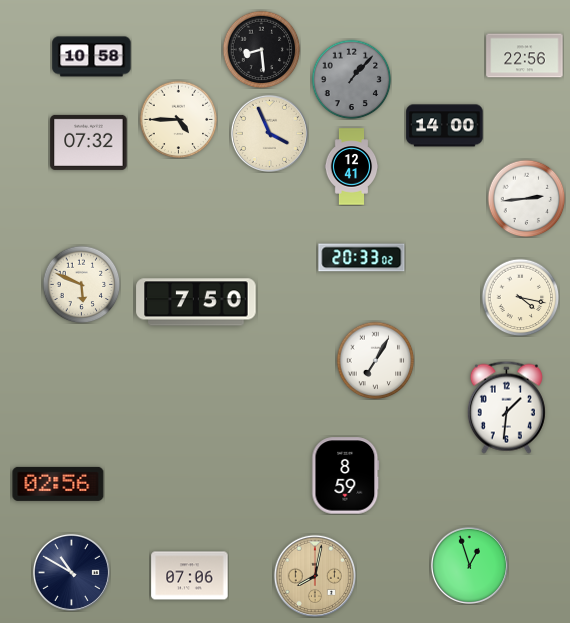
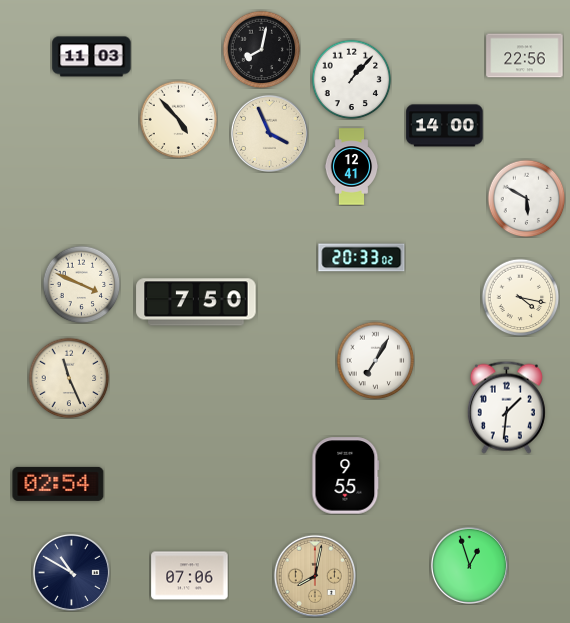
clock at (261, 49): 8:29 -> 8:02
clock at (92, 57): 10:58 -> 11:03
clock at (351, 79) dial: grey -> white
clock at (178, 119): 4:45 -> 4:53
clock at (89, 142): 07:32 -> none
clock at (526, 198): 2:44 -> 5:50
clock at (81, 284): 5:49 -> 3:49
clock at (69, 378): none -> 11:26
clock at (346, 476): 8:59 -> 9:55
clock at (58, 484): 02:56 -> 02:54
